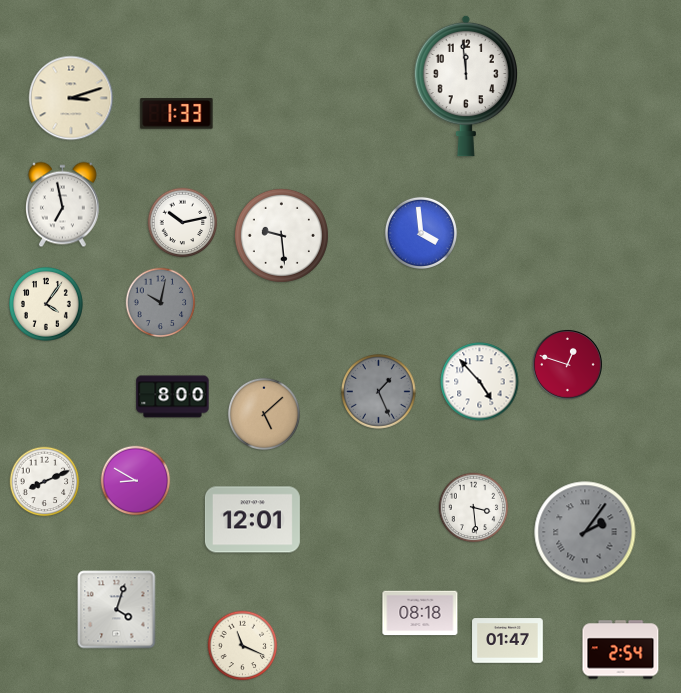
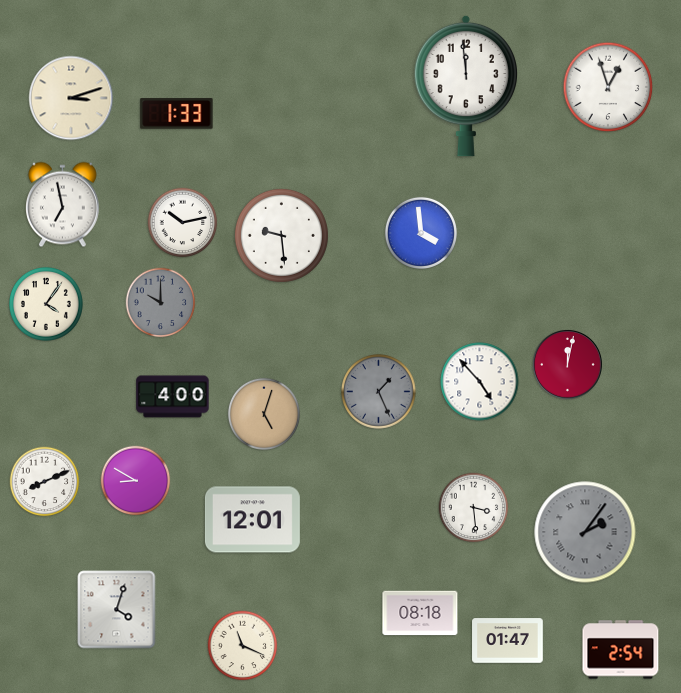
clock at (608, 87): none -> 12:57
clock at (161, 303): 10:02 -> 10:00
clock at (568, 365): 12:48 -> 12:02
clock at (173, 397): 8:00 -> 4:00
clock at (264, 414): 5:08 -> 5:03
